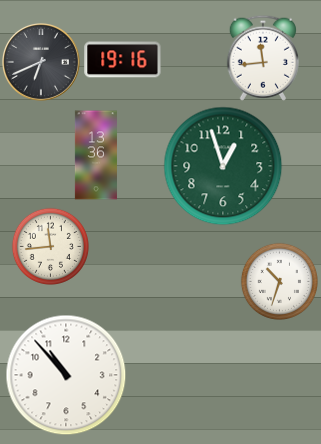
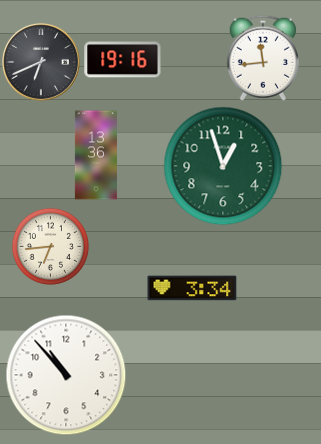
clock at (50, 246): 11:44 -> 6:44
clock at (279, 281): 10:33 -> none
clock at (192, 288): none -> 3:34
